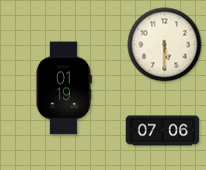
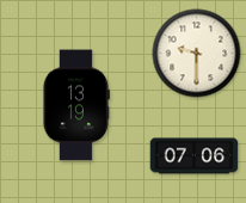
clock at (165, 45): 5:30 -> 9:30
clock at (63, 88): 01:19 -> 13:19
